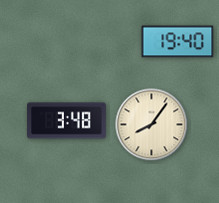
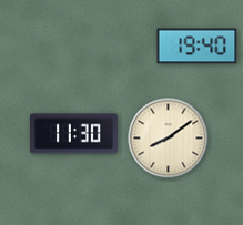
clock at (67, 121): 3:48 -> 11:30
clock at (152, 125): 8:06 -> 8:09
